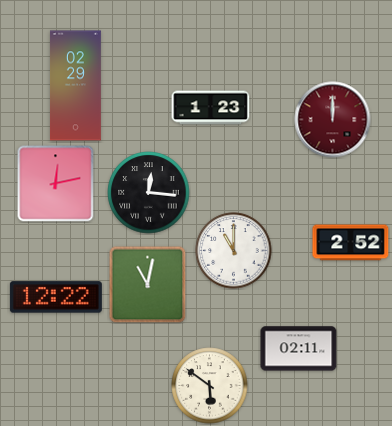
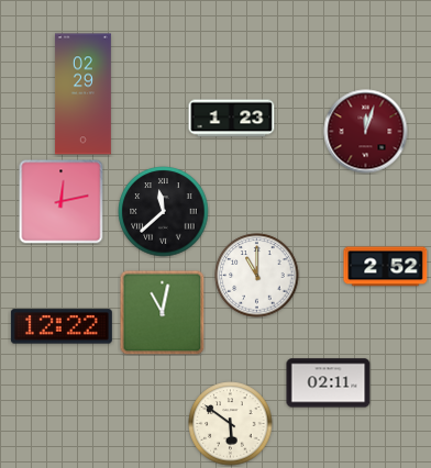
clock at (333, 120): 12:00 -> 12:03
clock at (149, 193): 12:16 -> 11:38
